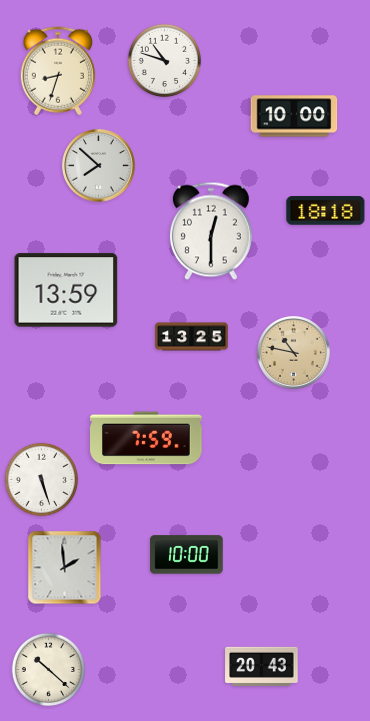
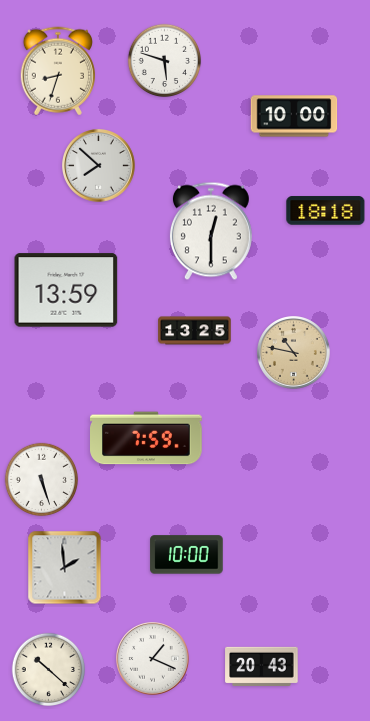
clock at (165, 61): 10:48 -> 5:48
clock at (192, 337) position: (192, 337) -> (195, 331)
clock at (153, 659): none -> 1:19
